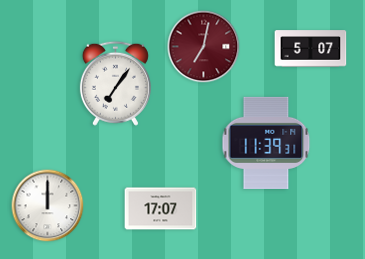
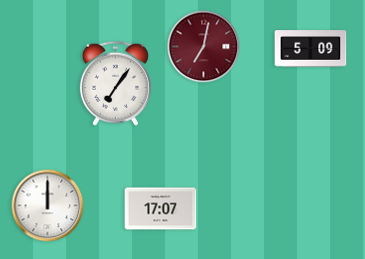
clock at (311, 49): 5:07 -> 5:09
clock at (266, 143): 11:39 -> none
